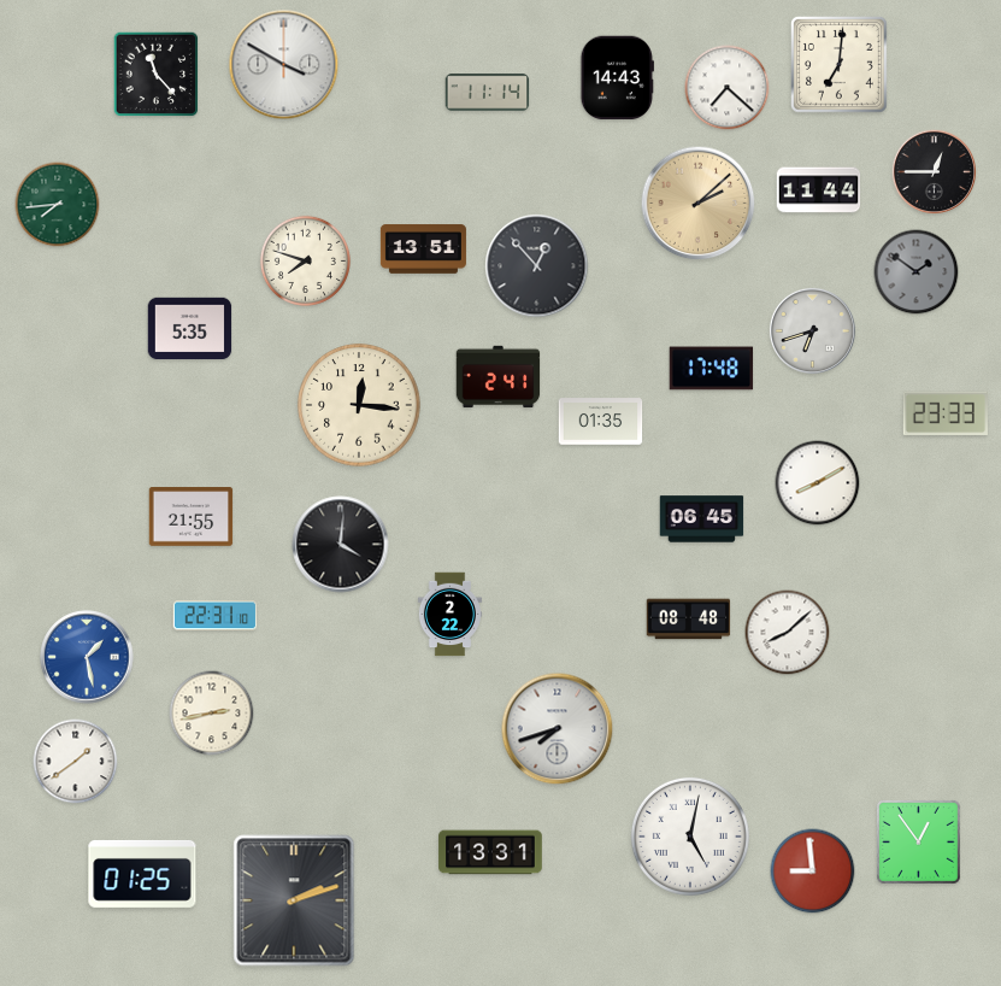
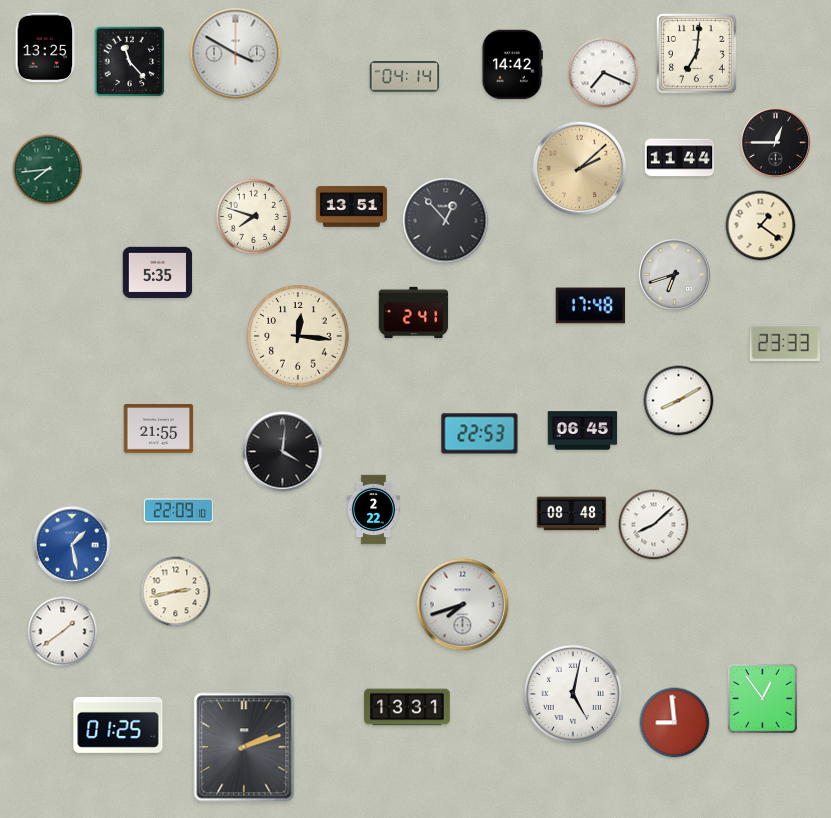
clock at (46, 48): none -> 13:25
clock at (617, 78): 14:43 -> 14:42
clock at (728, 88): 7:22 -> 7:19
clock at (488, 93): 11:14 -> 04:14
clock at (917, 272): 1:51 -> 1:21
clock at (917, 272) dial: grey -> cream
clock at (601, 422): 01:35 -> none
clock at (480, 434): none -> 22:53
clock at (216, 616): 22:31 -> 22:09
